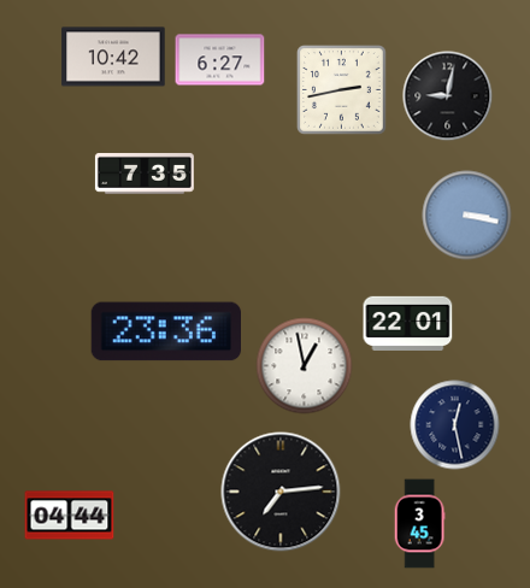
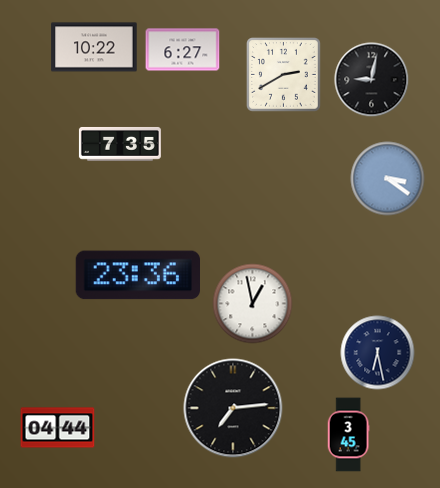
clock at (113, 57): 10:42 -> 10:22
clock at (342, 90): 2:43 -> 2:40
clock at (467, 216): 3:17 -> 3:21
clock at (408, 323): 22:01 -> none
clock at (455, 425): 12:28 -> 6:28
